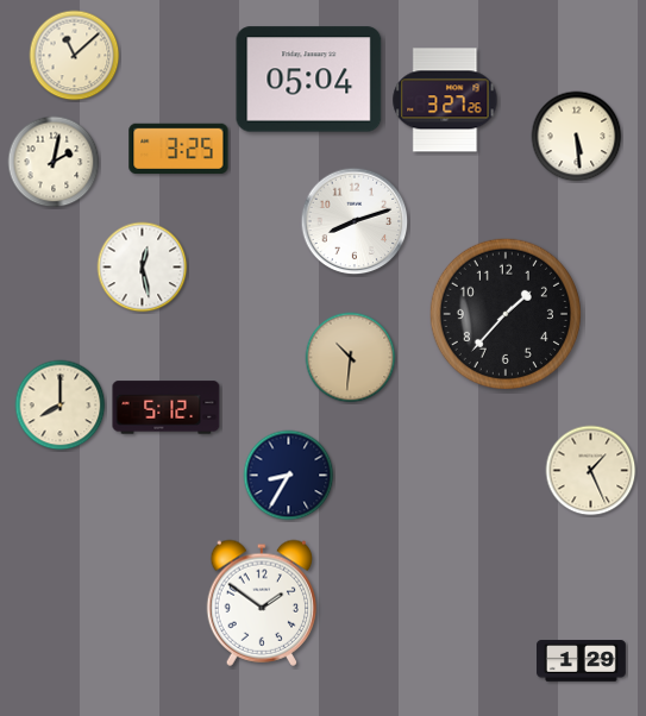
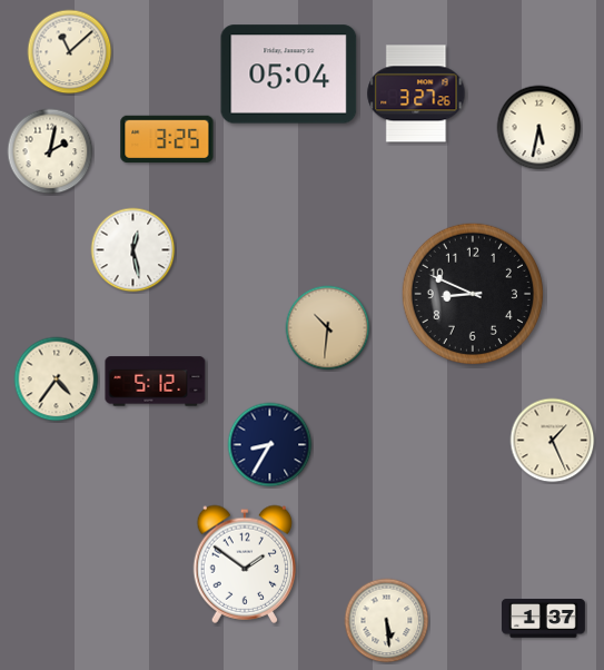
clock at (577, 137): 5:29 -> 5:32
clock at (355, 221): 8:12 -> none
clock at (506, 314): 1:37 -> 8:49
clock at (351, 358) position: (351, 358) -> (328, 328)
clock at (61, 406): 8:00 -> 4:36
clock at (582, 661): 1:29 -> 1:37
clock at (387, 621): none -> 5:29
